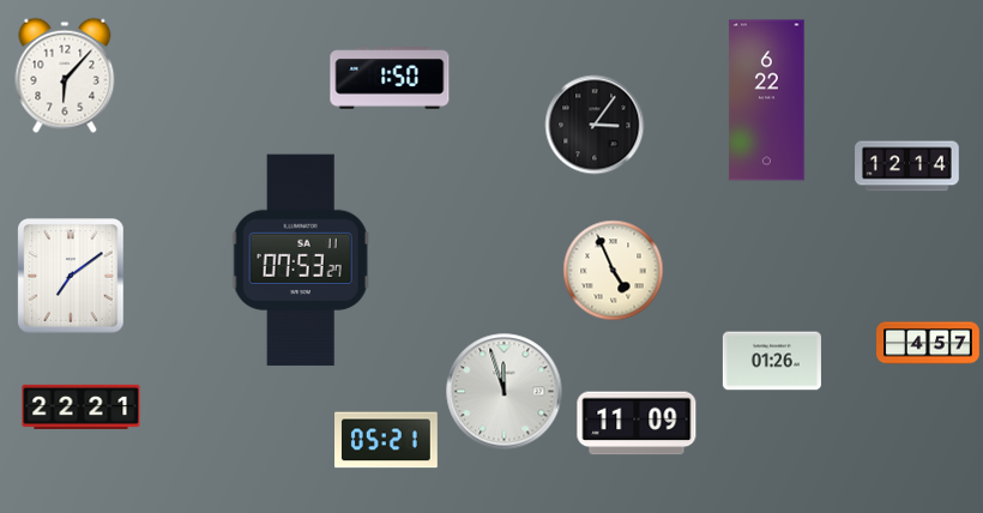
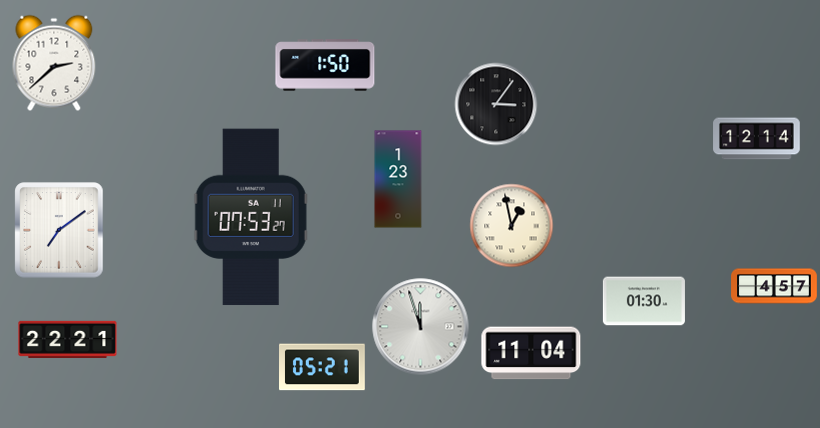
clock at (65, 76): 6:07 -> 2:38
clock at (767, 101): 6:22 -> none
clock at (398, 179): none -> 1:23
clock at (614, 271): 4:56 -> 12:58
clock at (772, 361): 01:26 -> 01:30
clock at (637, 423): 11:09 -> 11:04
